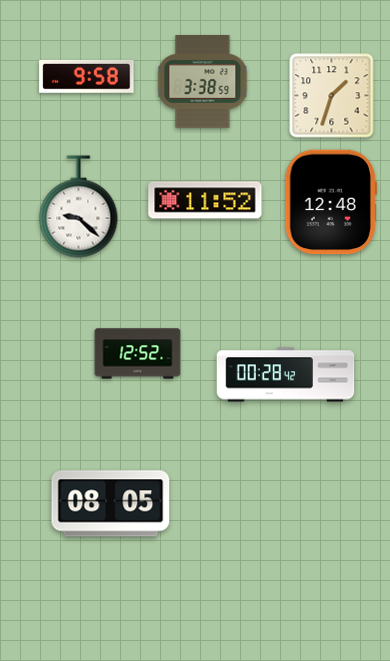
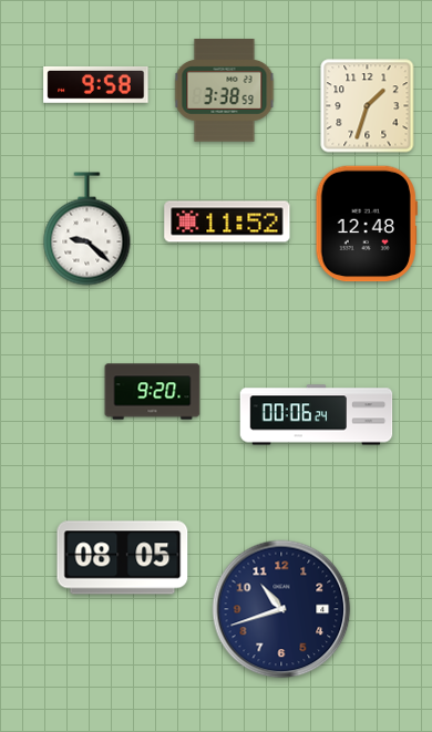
clock at (138, 354): 12:52 -> 9:20
clock at (286, 375): 00:28 -> 00:06
clock at (281, 609): none -> 10:42
